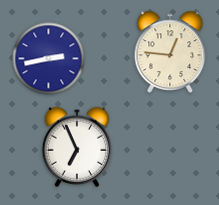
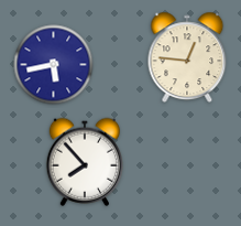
clock at (49, 59): 2:43 -> 5:43
clock at (76, 147): 6:56 -> 7:53
